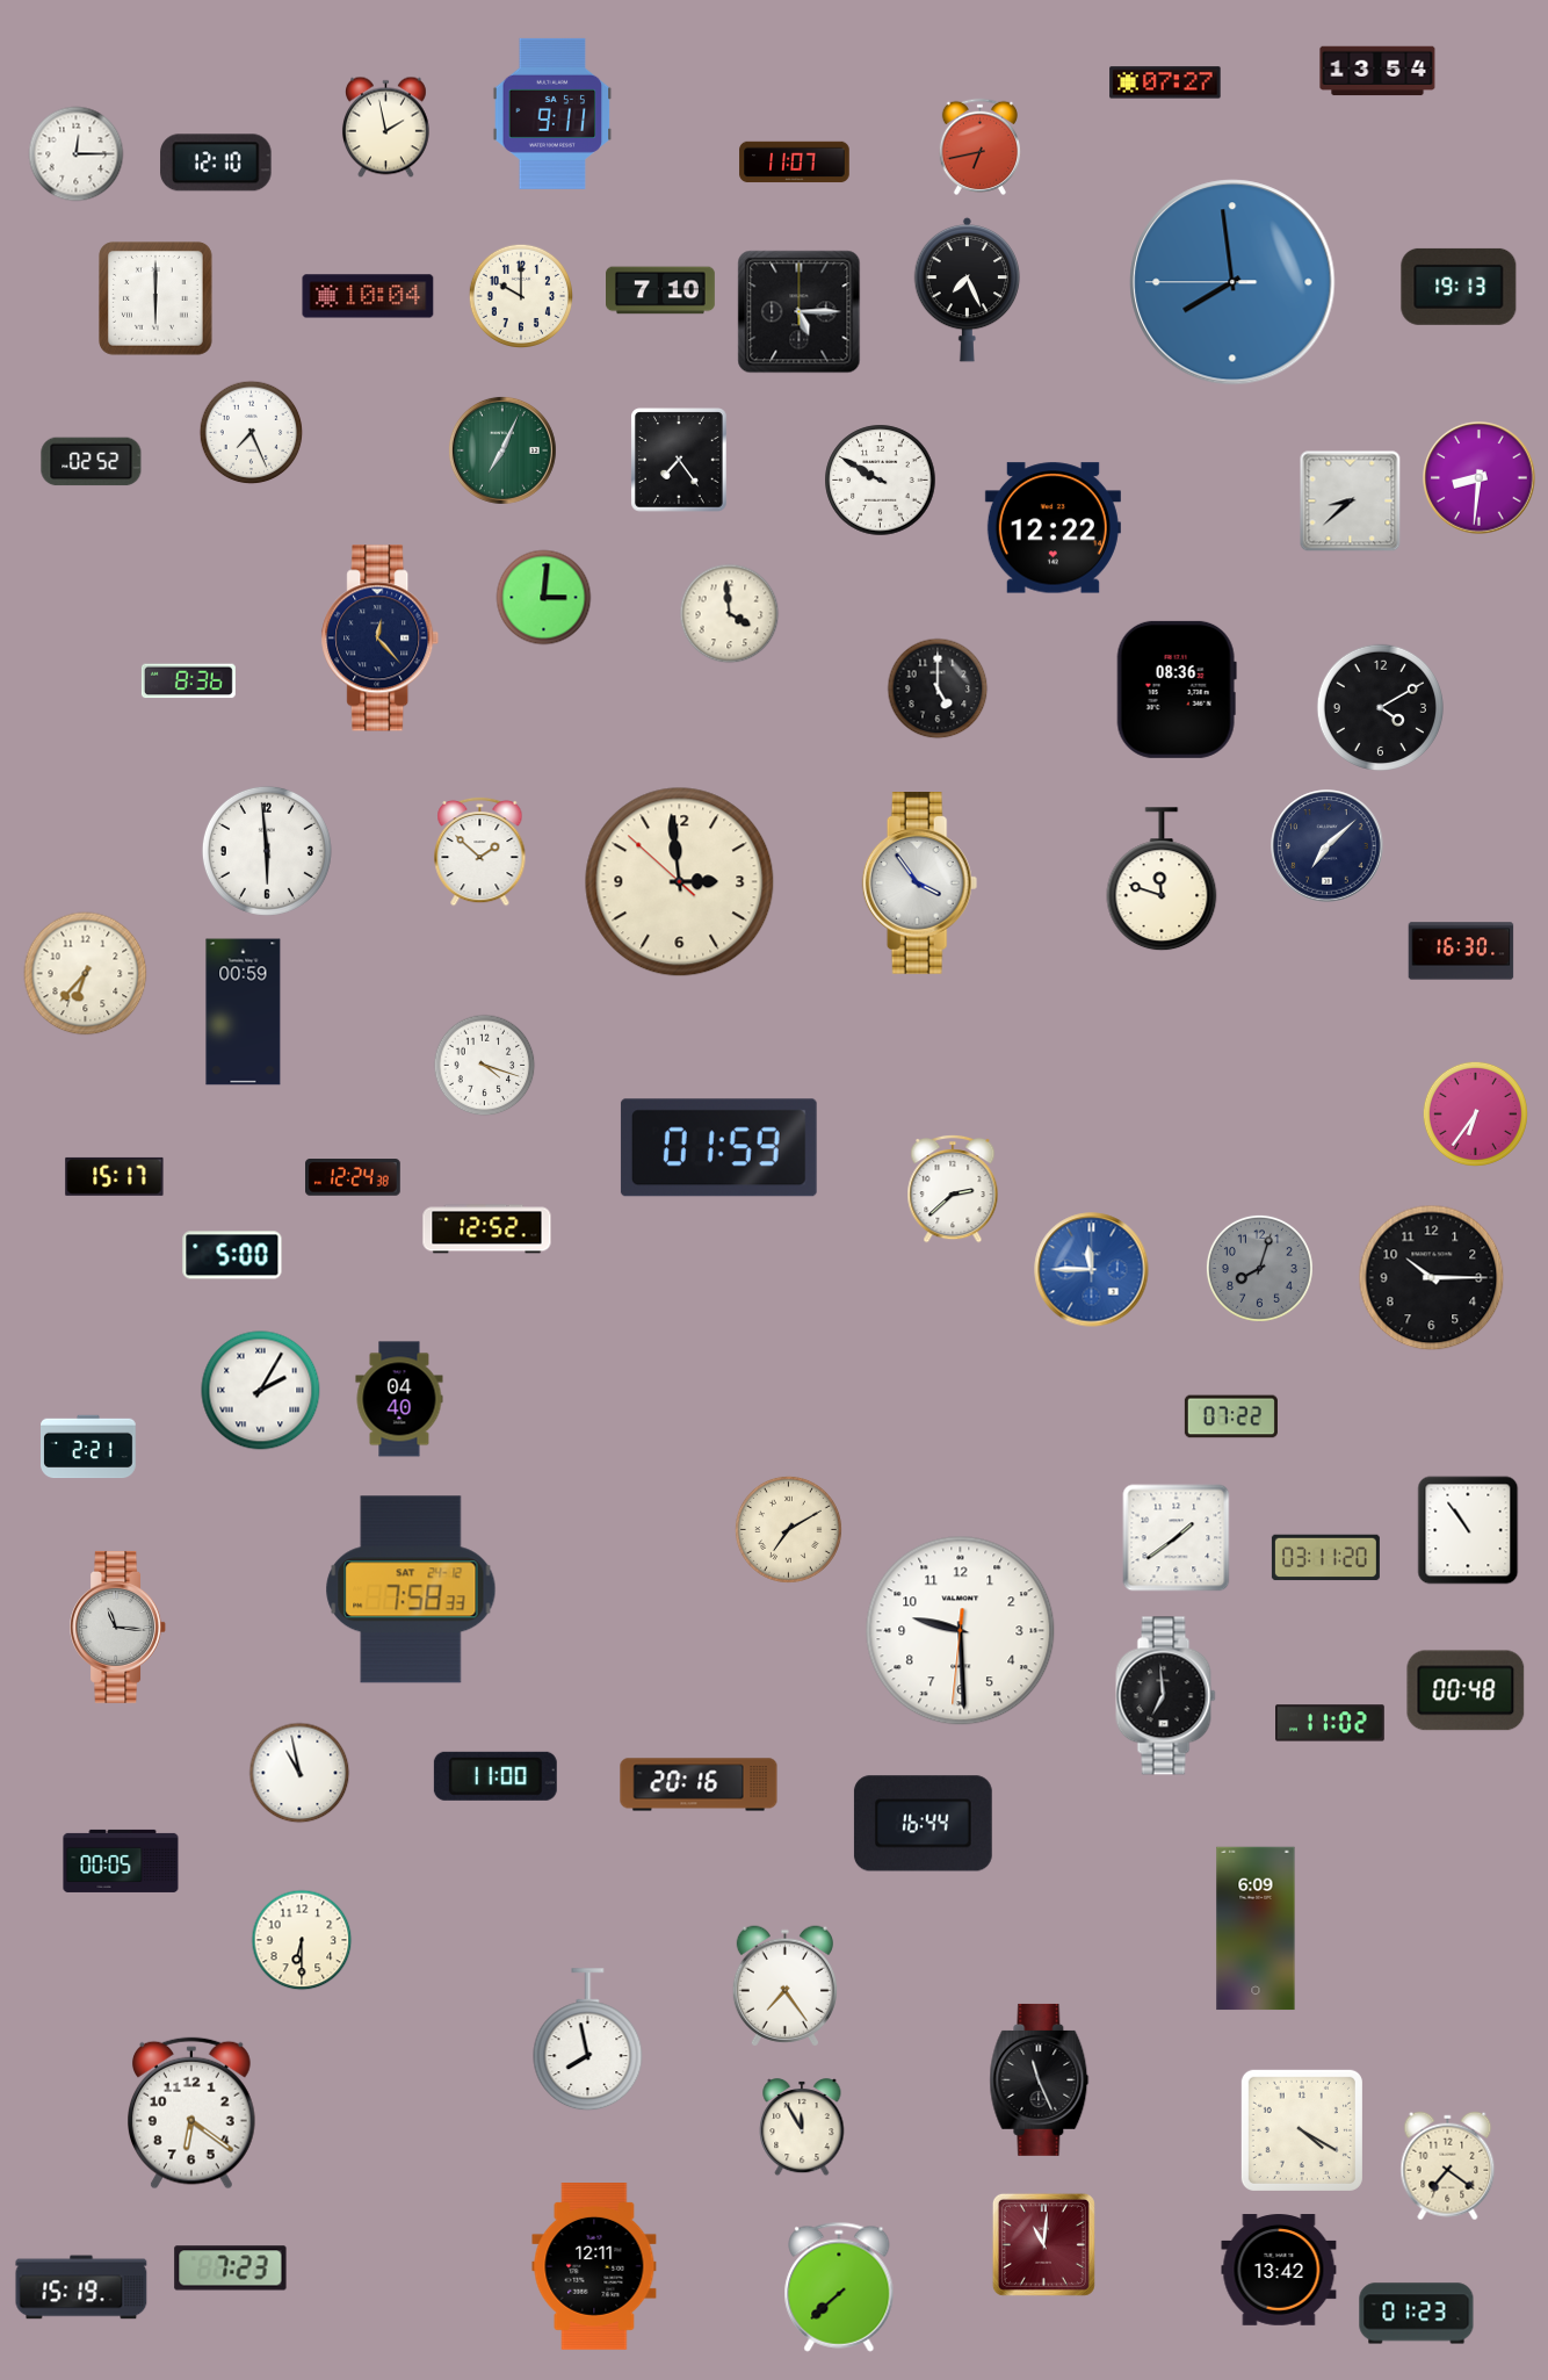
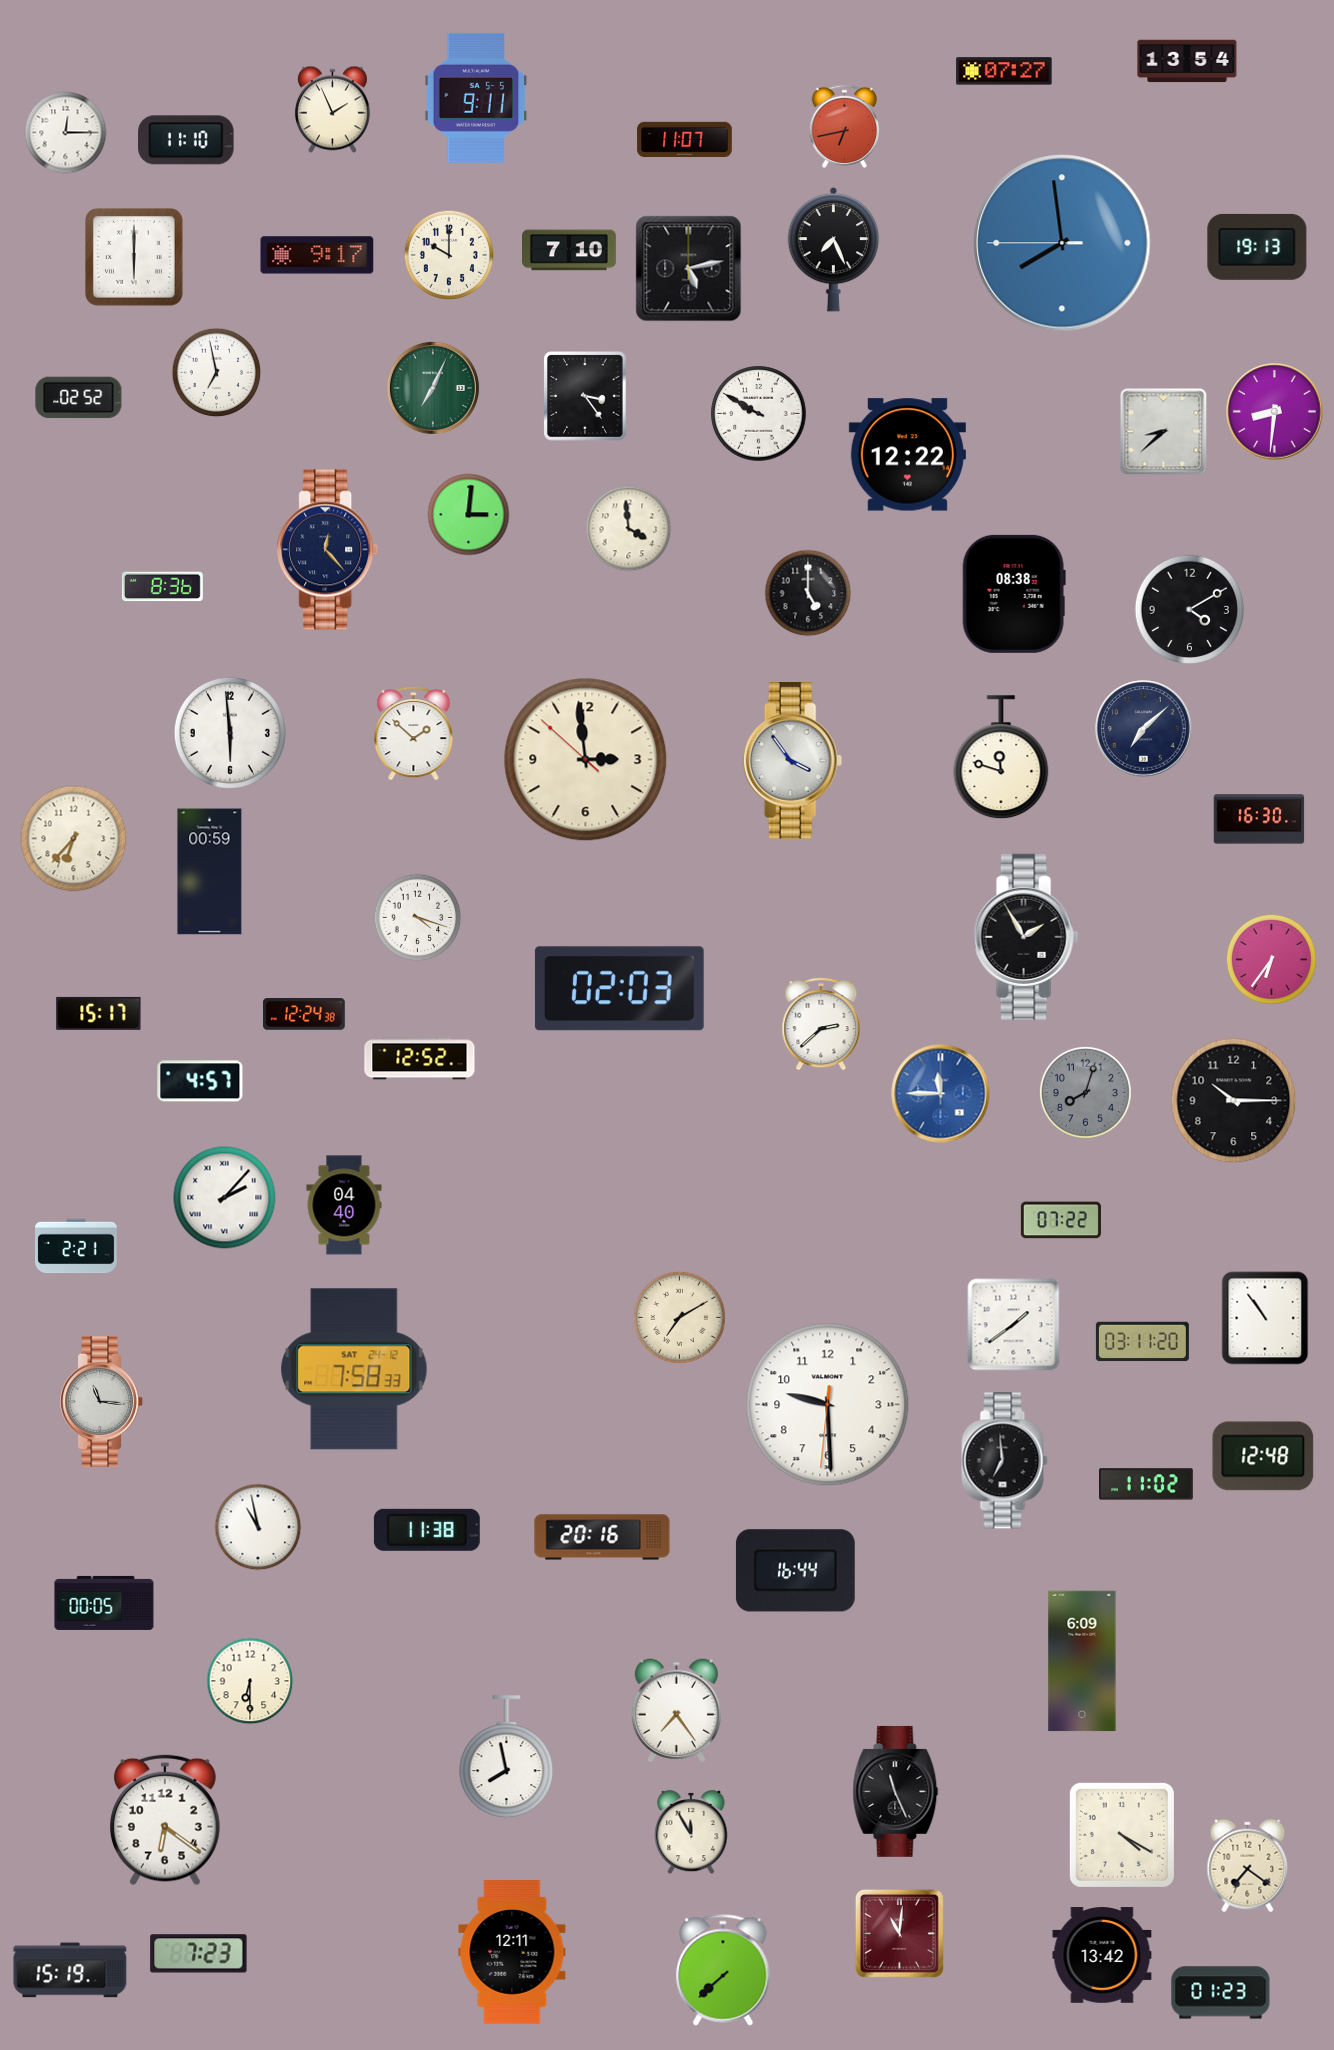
clock at (386, 128): 1:58 -> 1:56
clock at (216, 163): 12:10 -> 11:10
clock at (368, 296): 10:04 -> 9:17
clock at (800, 312): 5:15 -> 5:13
clock at (252, 433): 7:26 -> 6:58
clock at (679, 460): 7:24 -> 3:24
clock at (1177, 690): 08:36 -> 08:38
clock at (1026, 937): none -> 1:55
clock at (718, 1148): 01:59 -> 02:03
clock at (232, 1255): 5:00 -> 4:57
clock at (261, 1391): 2:05 -> 2:07
clock at (1466, 1690): 00:48 -> 12:48
clock at (495, 1776): 11:00 -> 11:38
clock at (302, 1940) position: (302, 1940) -> (250, 1681)
